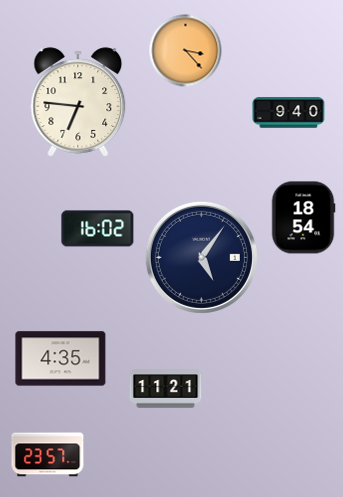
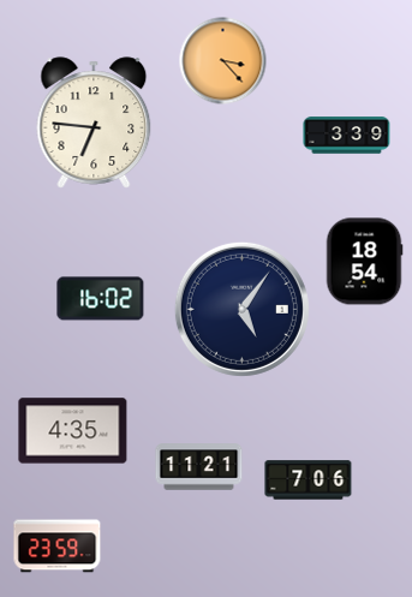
clock at (289, 113): 9:40 -> 3:39
clock at (98, 229) position: (98, 229) -> (101, 299)
clock at (309, 480): none -> 7:06
clock at (48, 455): 23:57 -> 23:59
